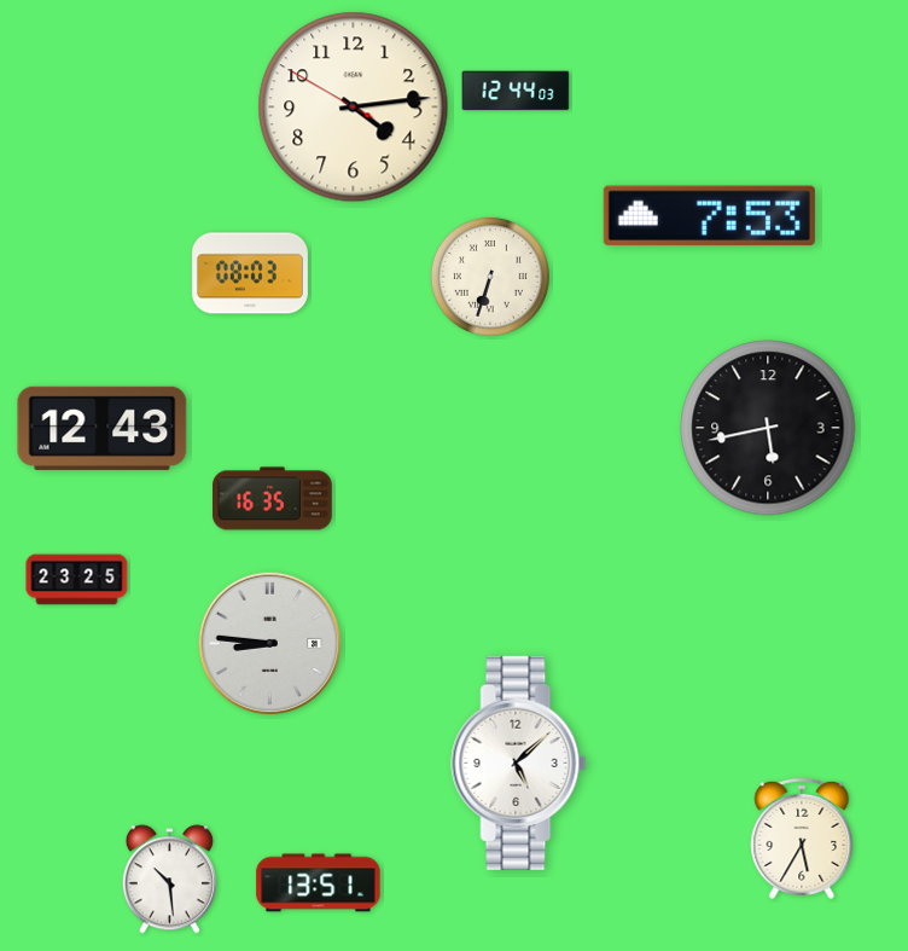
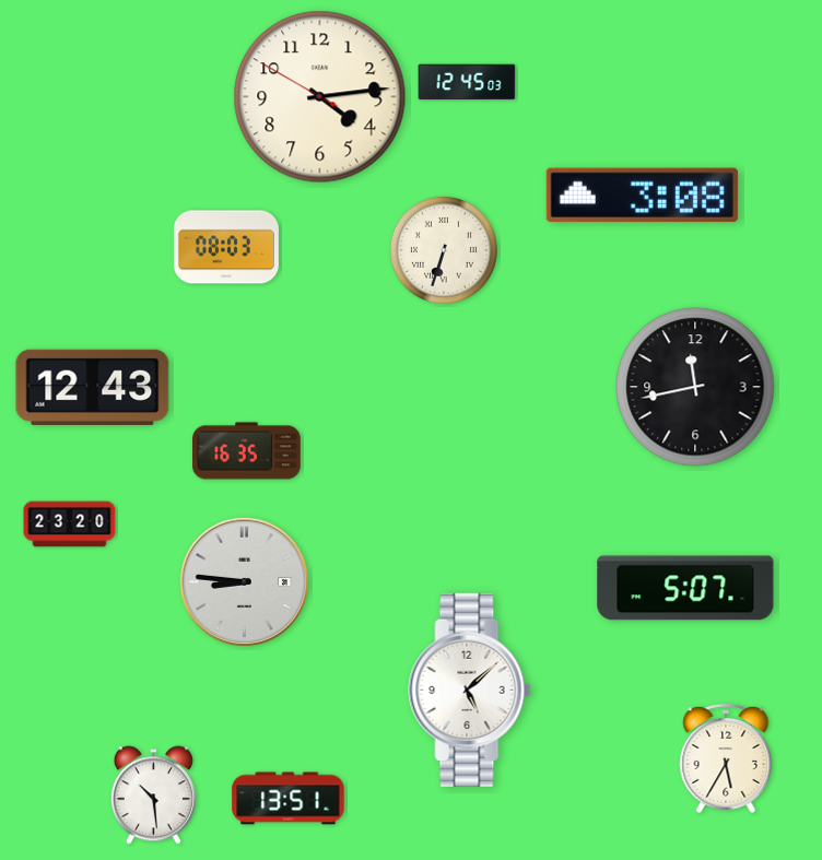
clock at (516, 91): 12:44 -> 12:45
clock at (709, 216): 7:53 -> 3:08
clock at (768, 428): 5:43 -> 11:43
clock at (77, 580): 23:25 -> 23:20
clock at (685, 588): none -> 5:07
